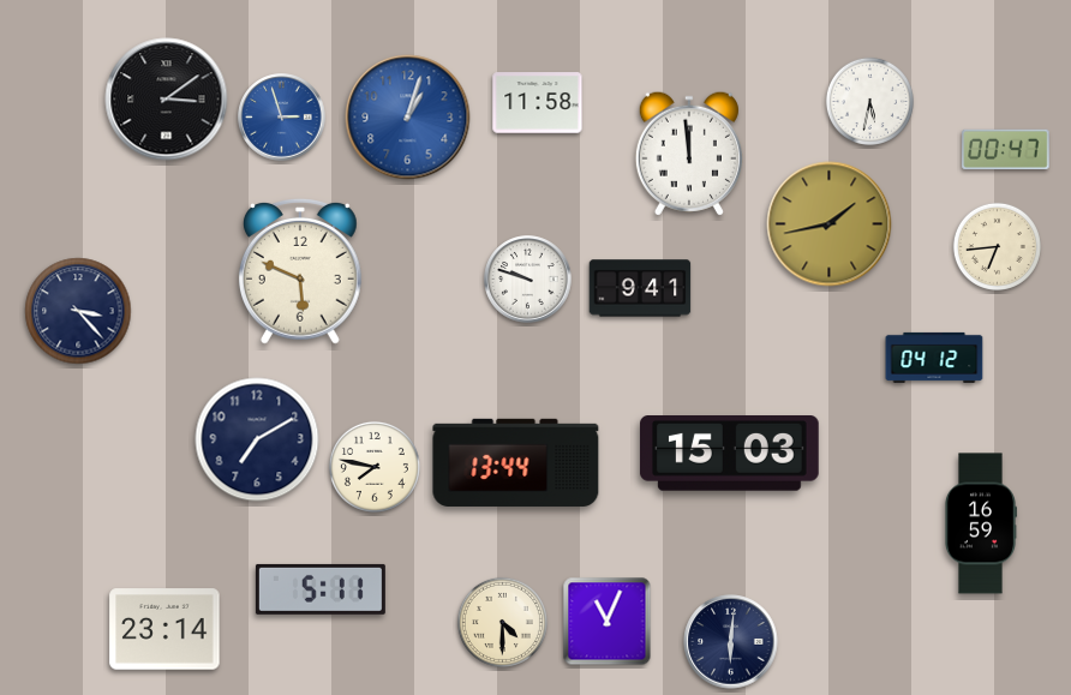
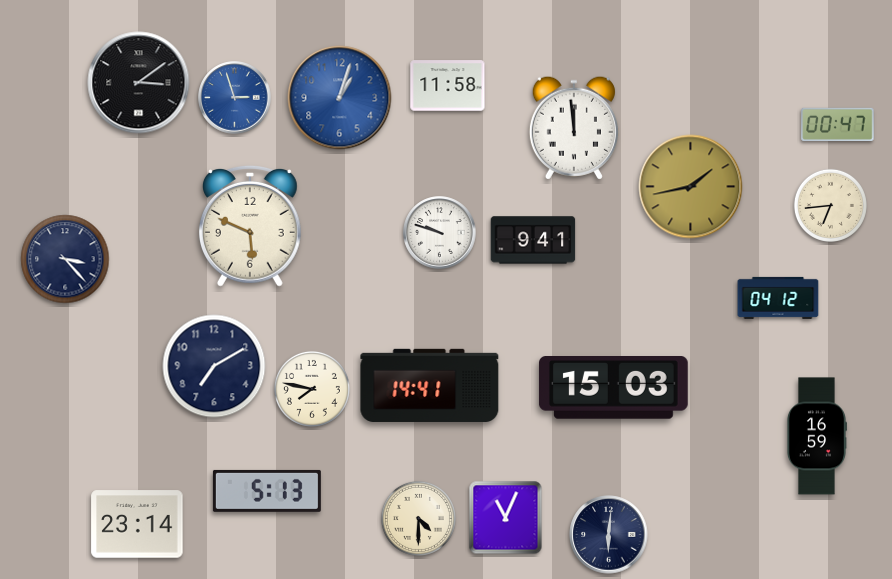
clock at (869, 101): 5:32 -> none
clock at (729, 454) position: (729, 454) -> (613, 388)
clock at (516, 462): 13:44 -> 14:41
clock at (321, 589): 5:11 -> 5:13
